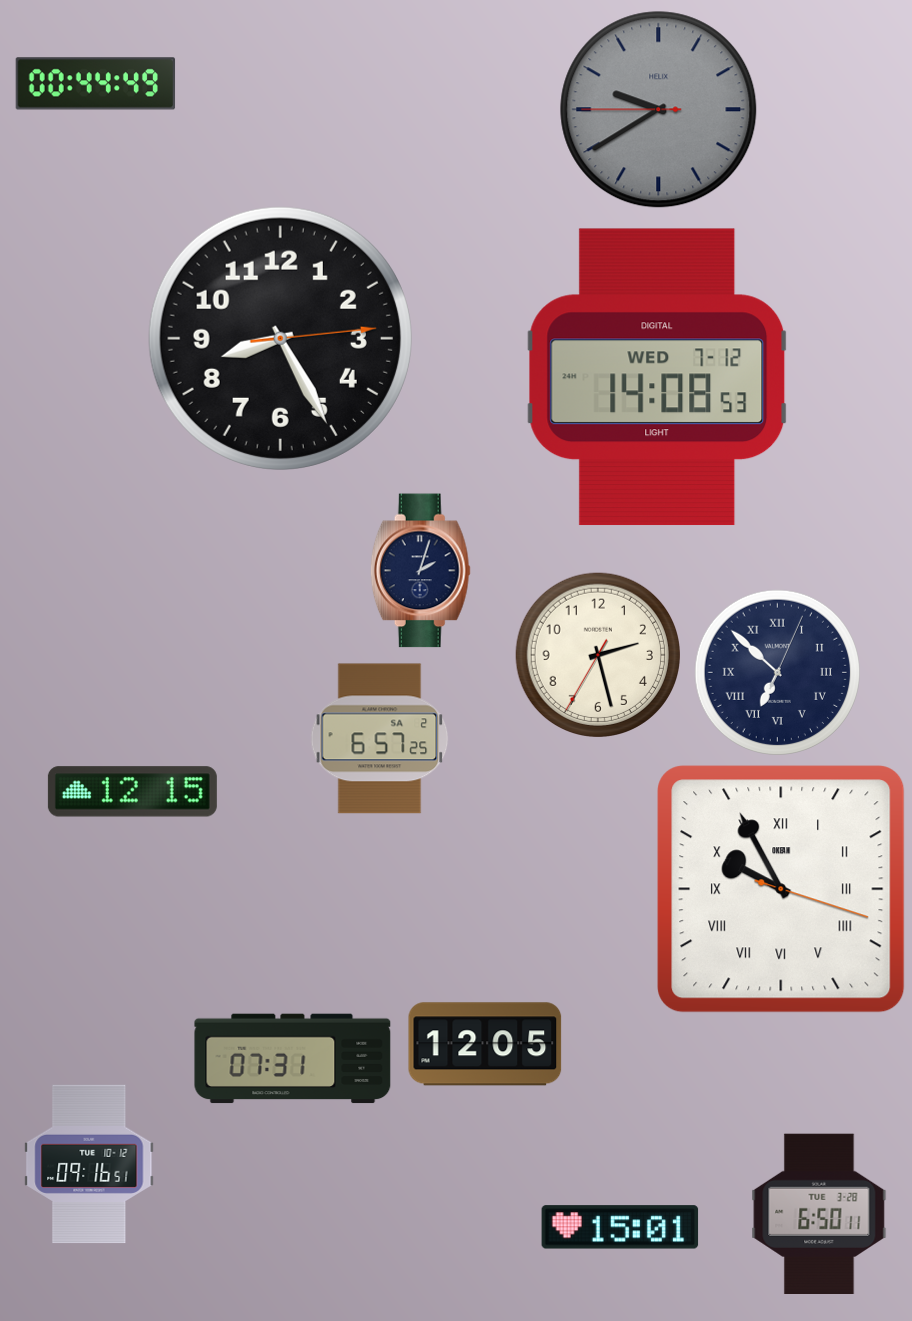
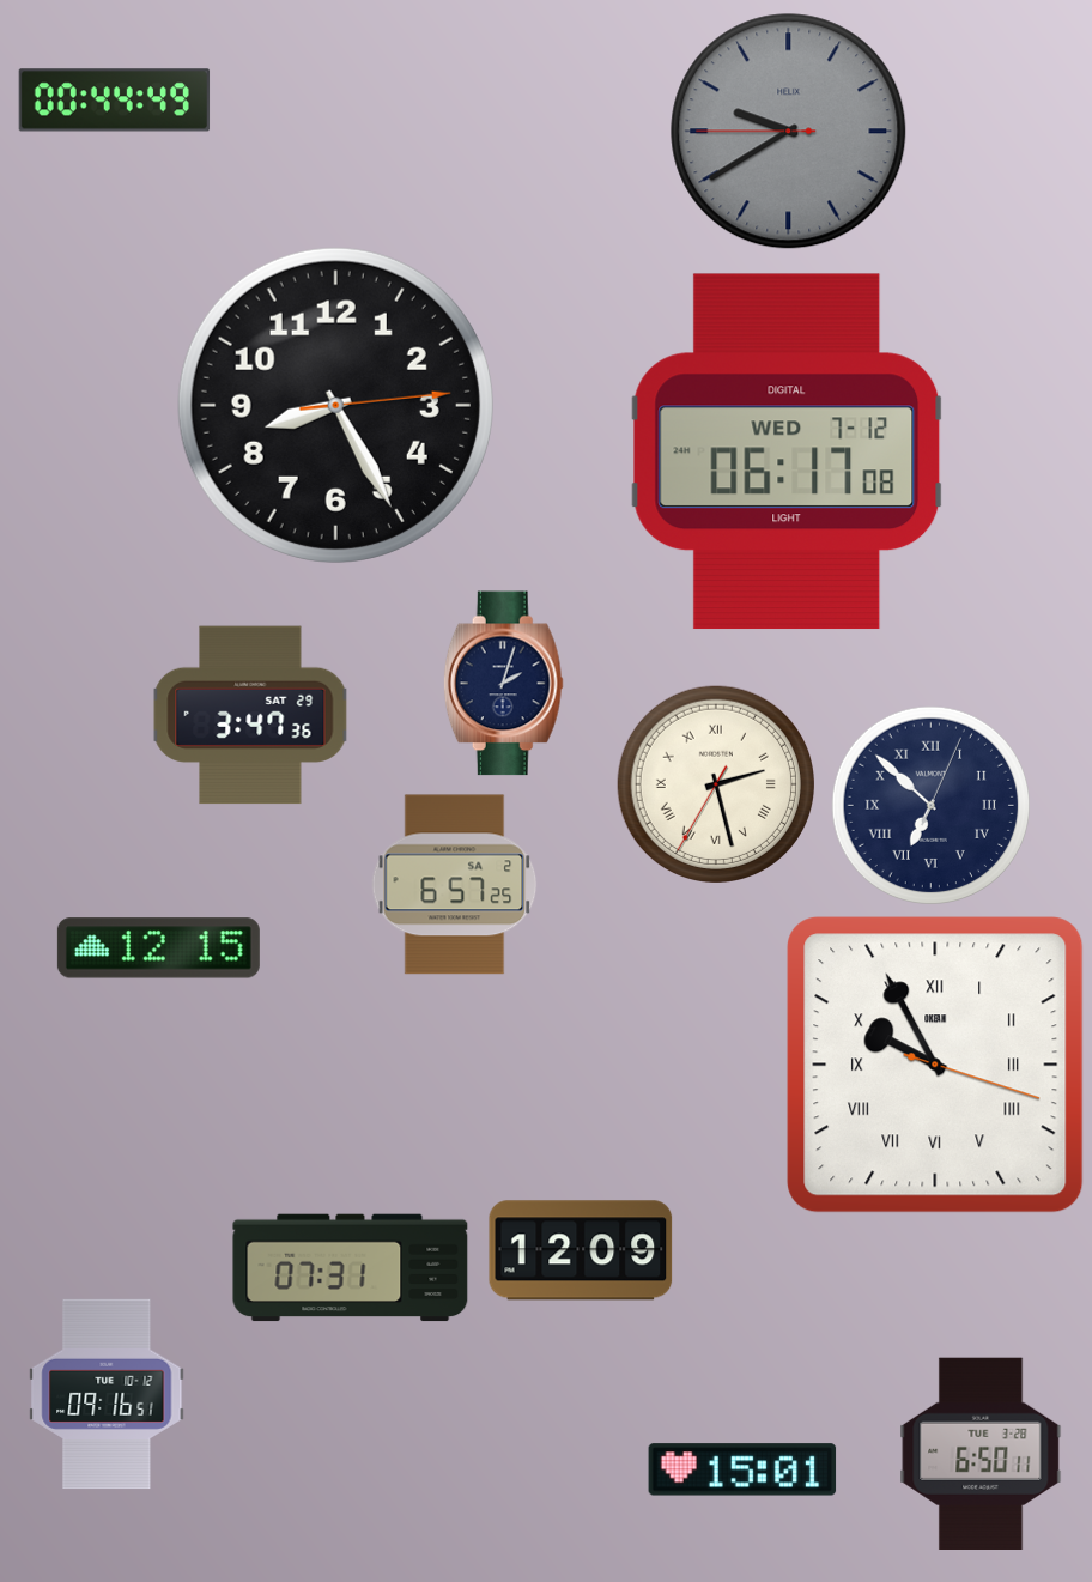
clock at (657, 377): 14:08 -> 06:17
clock at (250, 715): none -> 3:47
clock at (597, 654) numerals: Arabic -> Roman
clock at (485, 1044): 12:05 -> 12:09
